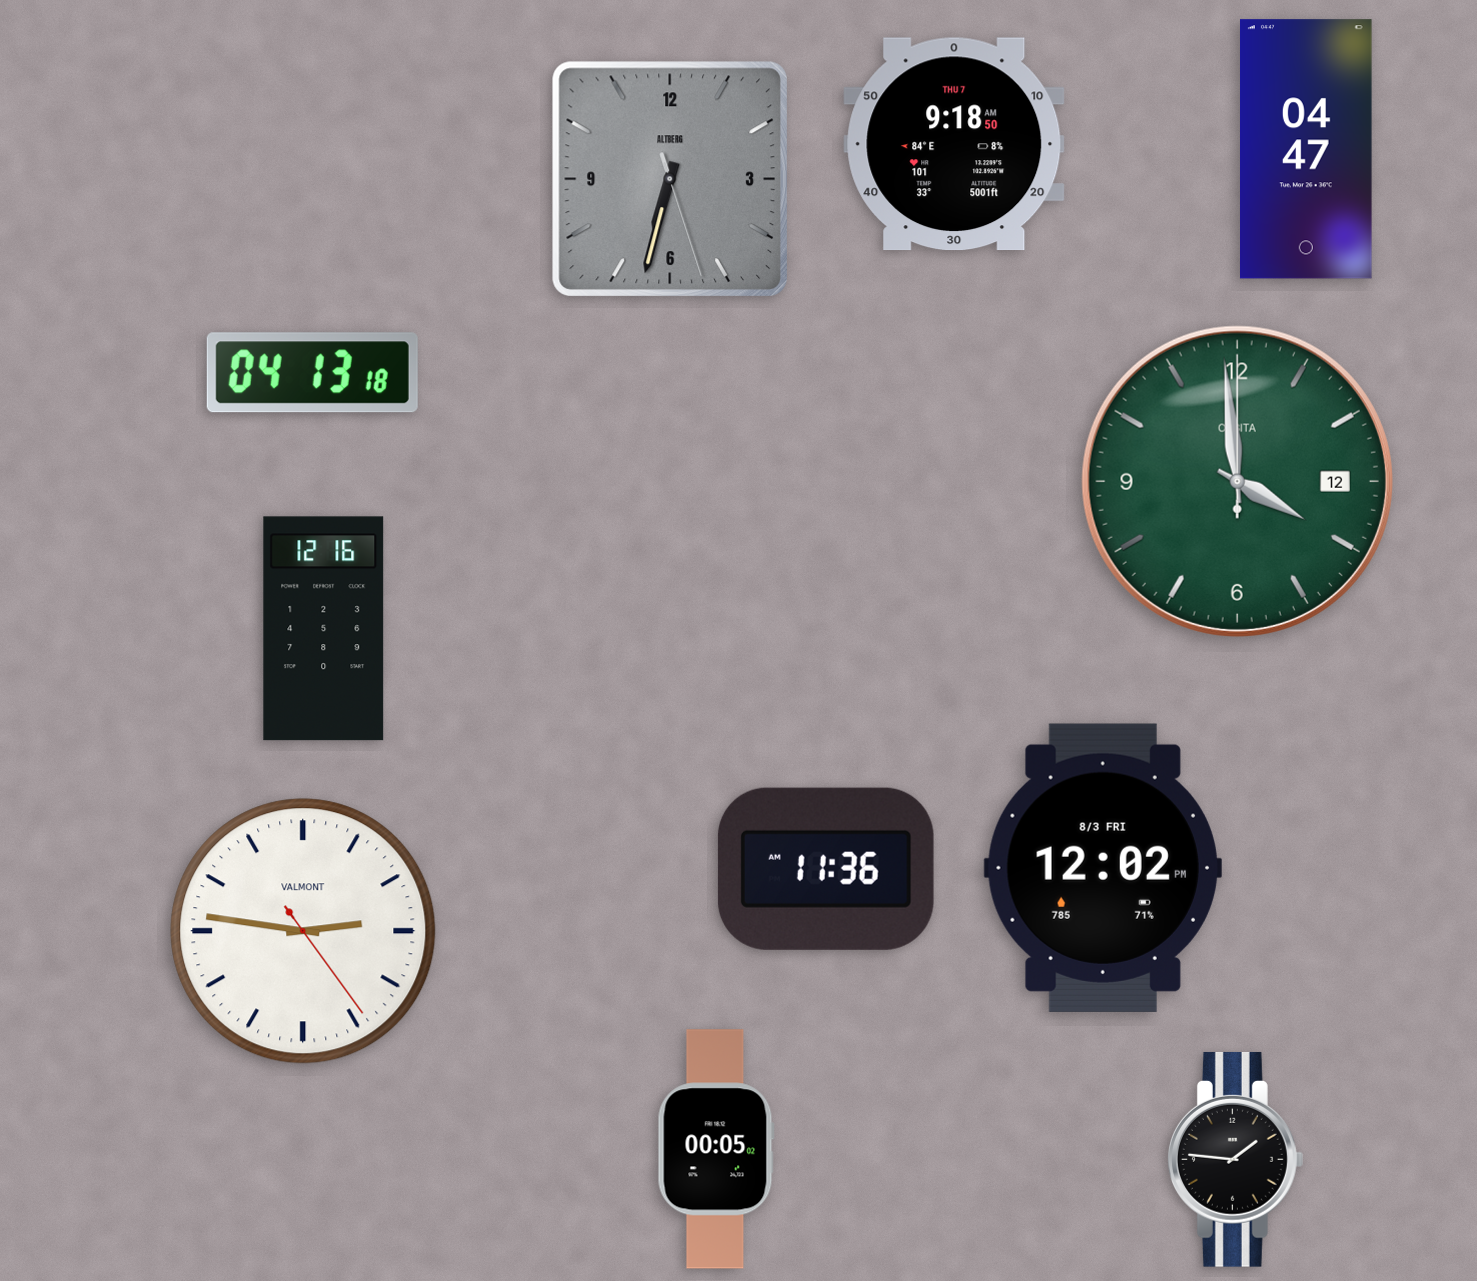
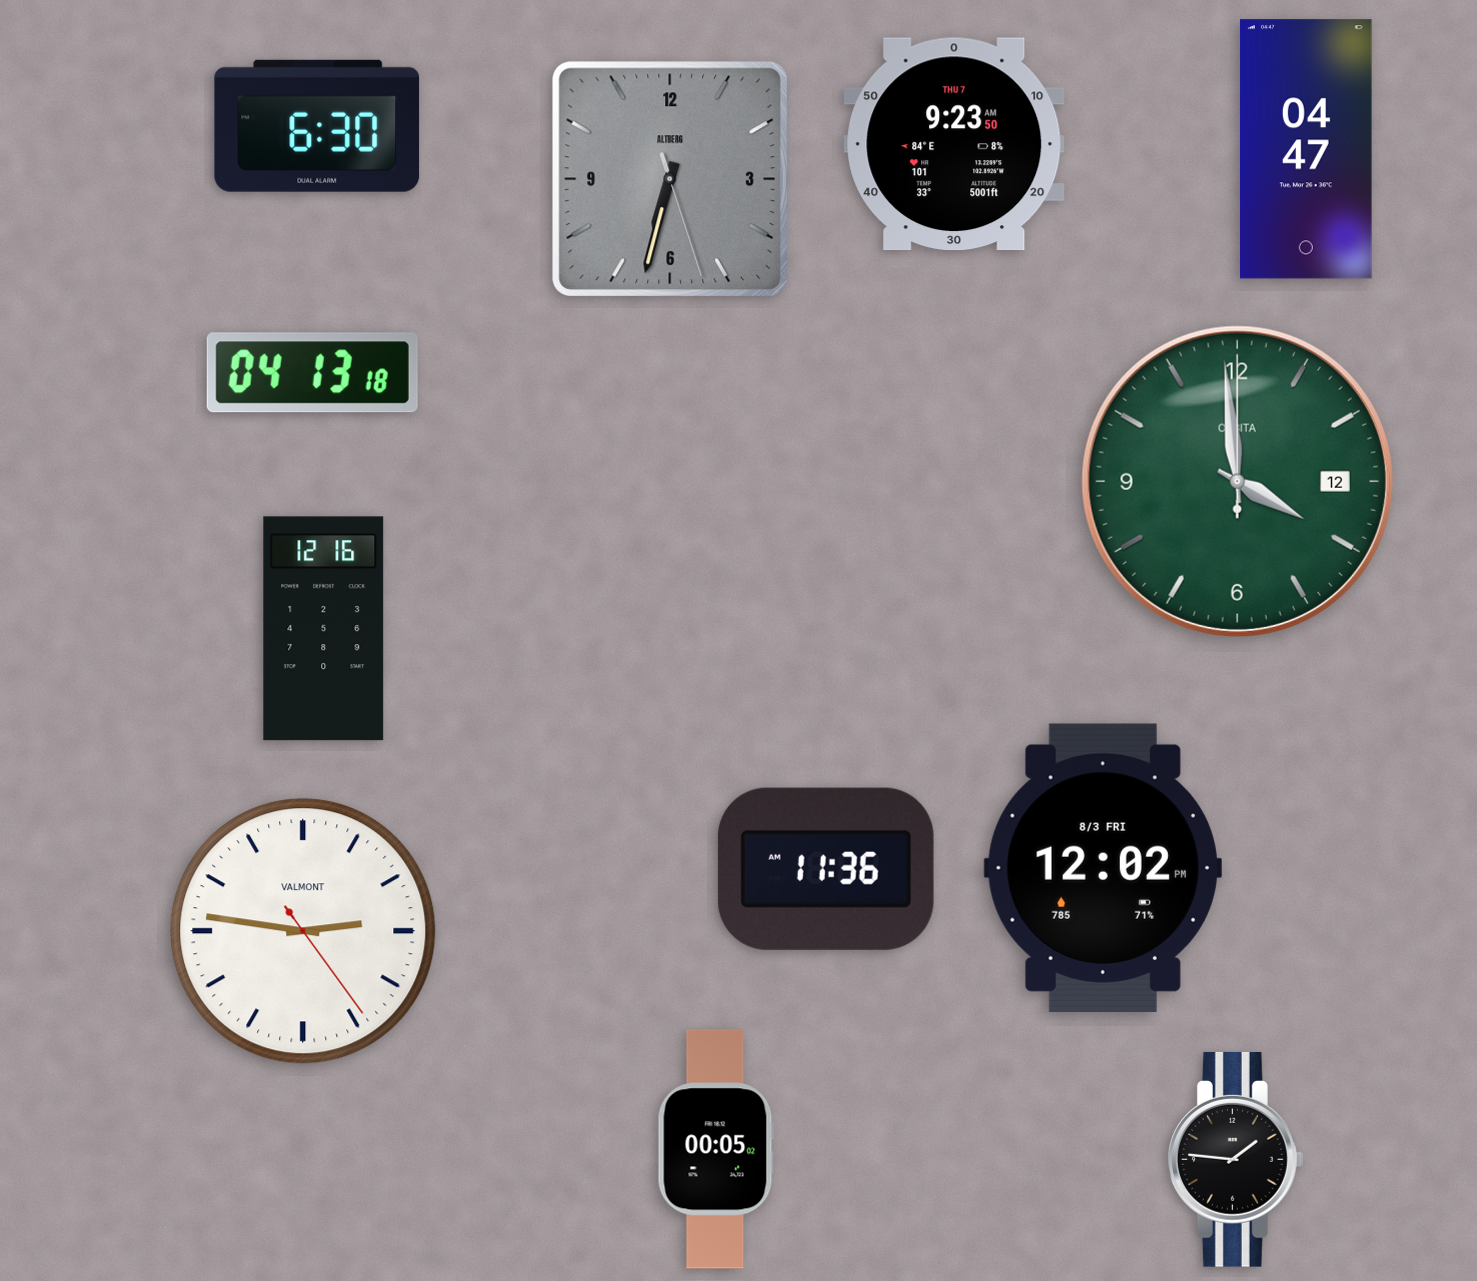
clock at (317, 126): none -> 6:30
clock at (954, 144): 9:18 -> 9:23
